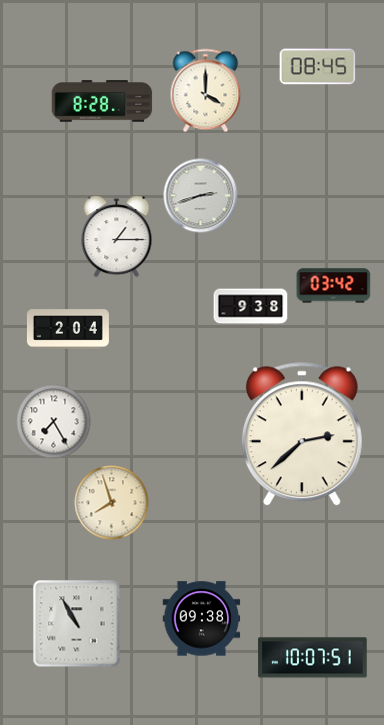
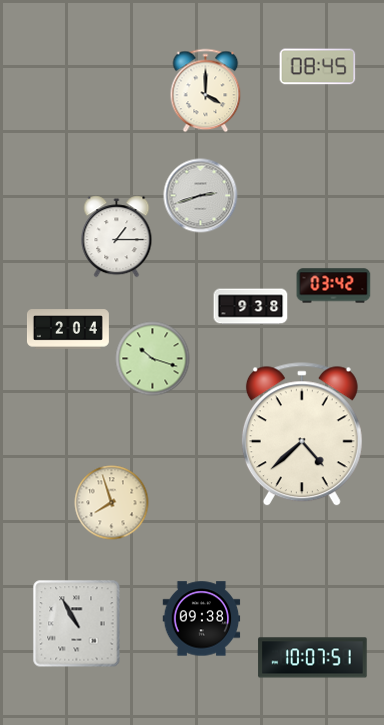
clock at (102, 101): 8:28 -> none
clock at (153, 359): none -> 10:18
clock at (54, 422): 7:25 -> none
clock at (302, 435): 2:38 -> 4:38
